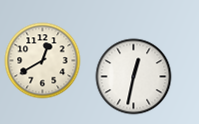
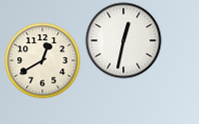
clock at (134, 77) position: (134, 77) -> (124, 41)
